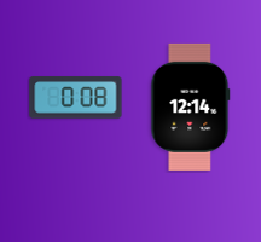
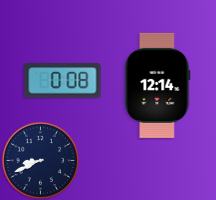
clock at (191, 106) position: (191, 106) -> (158, 85)
clock at (40, 160): none -> 8:41
